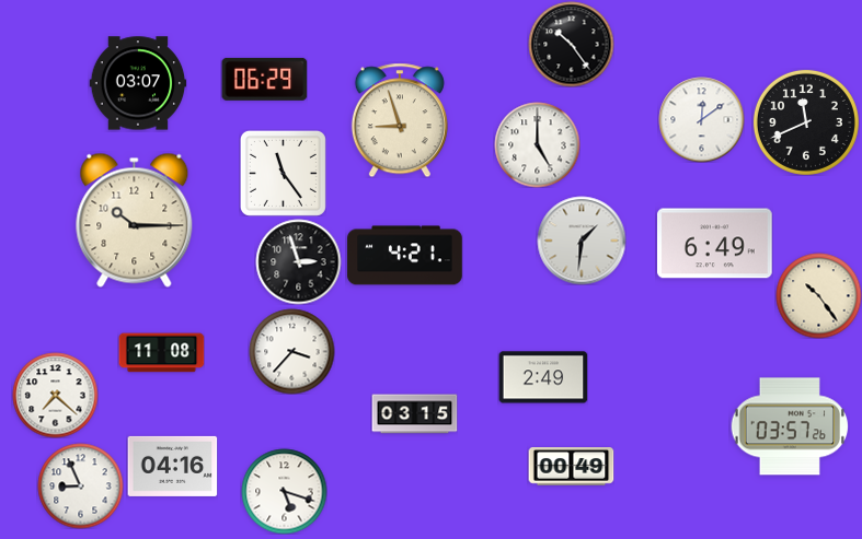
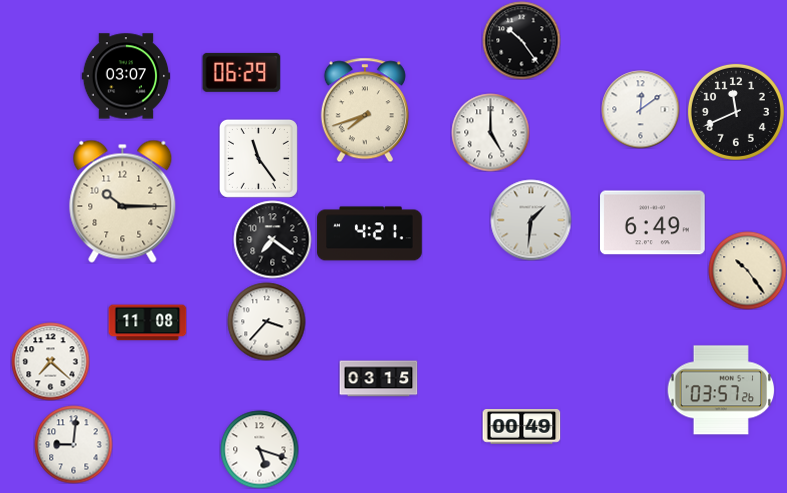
clock at (400, 120): 8:57 -> 7:42
clock at (298, 261): 2:57 -> 7:21
clock at (543, 377): 2:49 -> none
clock at (172, 466): 04:16 -> none
clock at (80, 485): 8:56 -> 9:01
